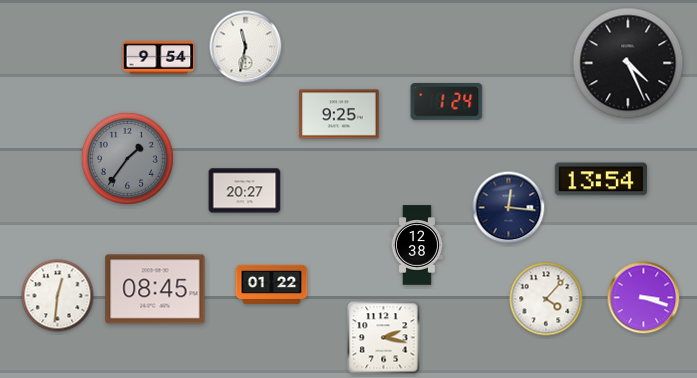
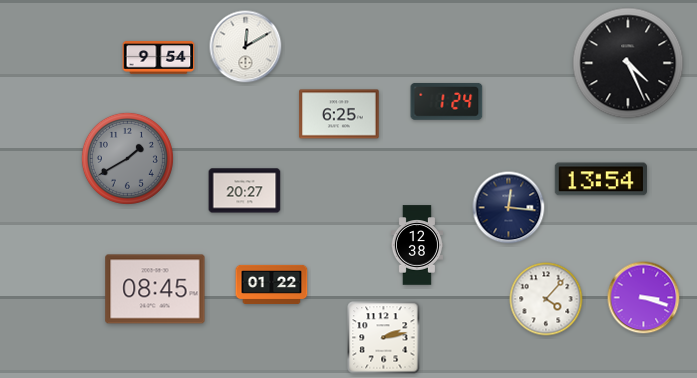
clock at (246, 47): 11:32 -> 12:10
clock at (339, 114): 9:25 -> 6:25
clock at (127, 158): 1:36 -> 1:40
clock at (58, 296): 12:31 -> none
clock at (384, 338): 2:17 -> 2:13
